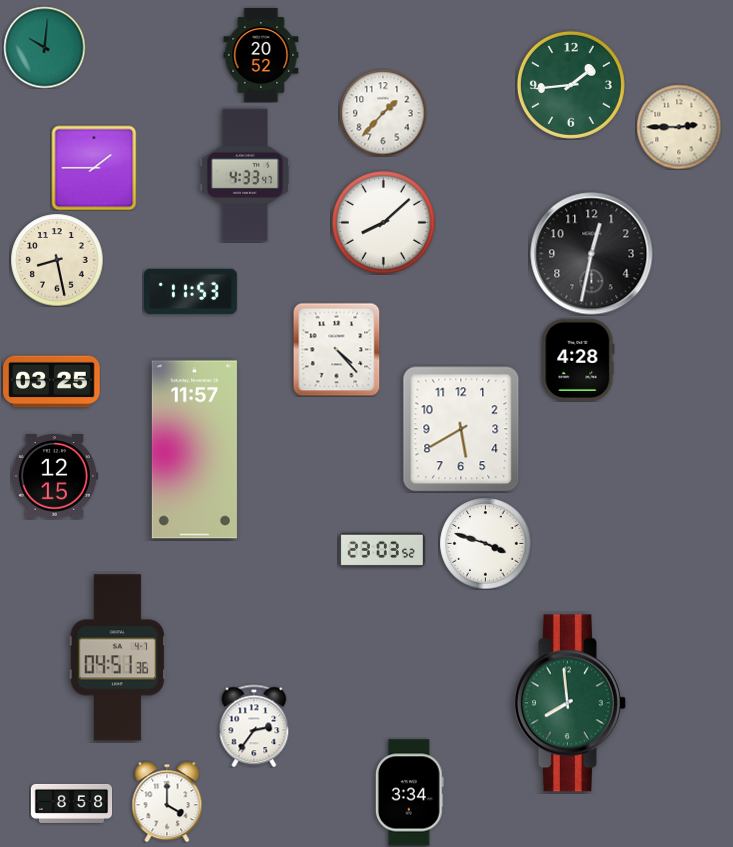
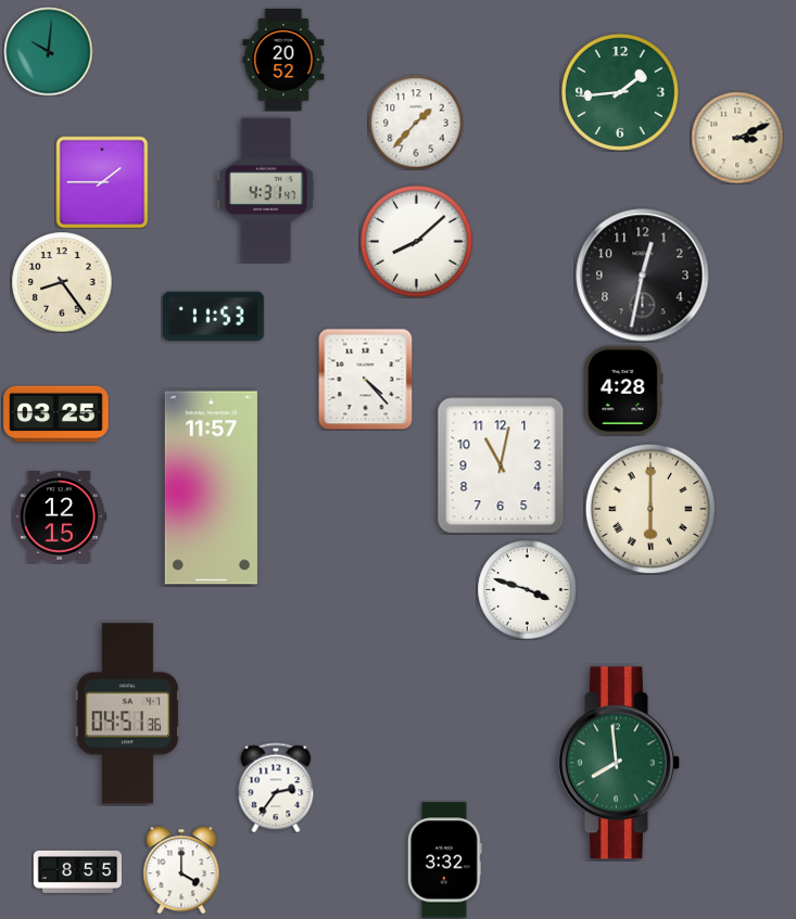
clock at (679, 127): 2:45 -> 3:11
clock at (245, 175): 4:33 -> 4:31
clock at (57, 260): 8:28 -> 8:24
clock at (191, 291) position: (191, 291) -> (214, 316)
clock at (578, 360) position: (578, 360) -> (623, 391)
clock at (461, 429): 5:40 -> 11:02
clock at (650, 509): none -> 6:00
clock at (382, 550): 23:03 -> none
clock at (409, 793): 3:34 -> 3:32
clock at (71, 803): 8:58 -> 8:55
